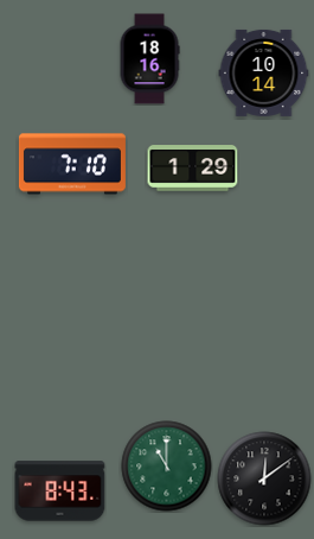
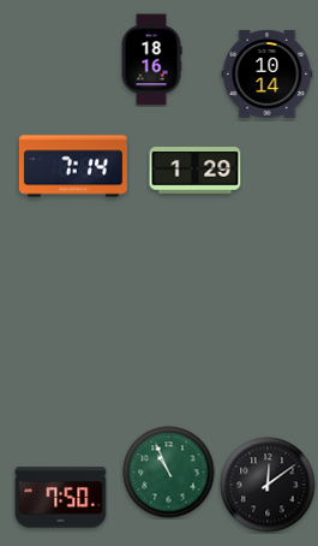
clock at (72, 164): 7:10 -> 7:14
clock at (167, 467): 11:00 -> 10:56
clock at (60, 492): 8:43 -> 7:50
